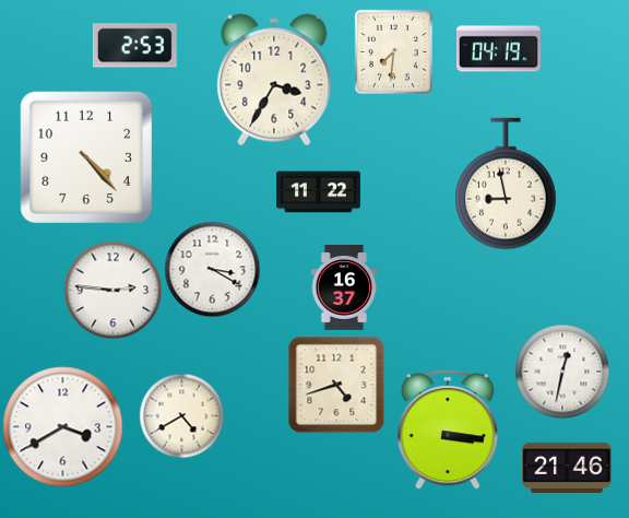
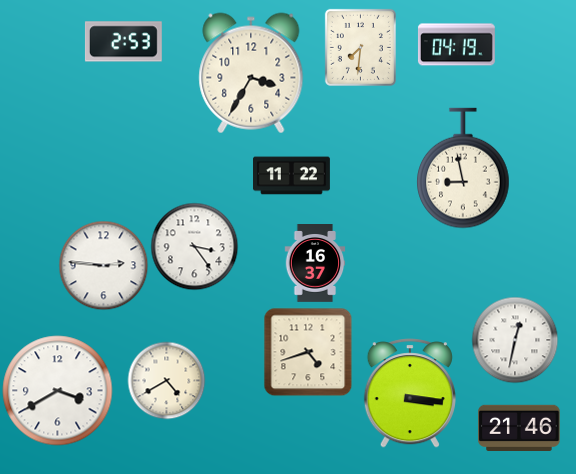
clock at (86, 157): 4:23 -> none
clock at (212, 269): 3:20 -> 3:24
